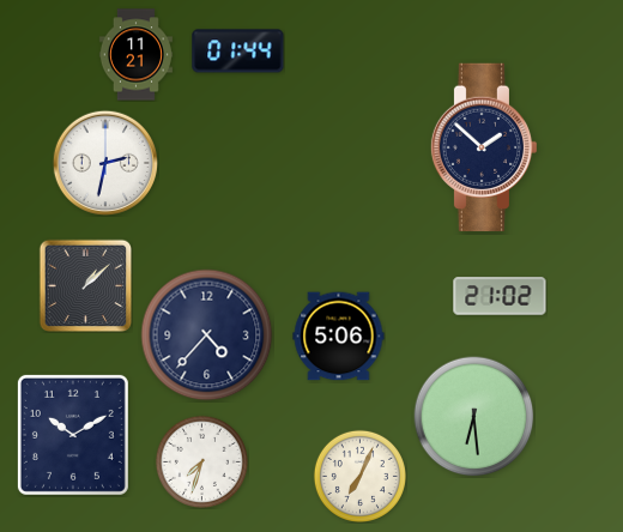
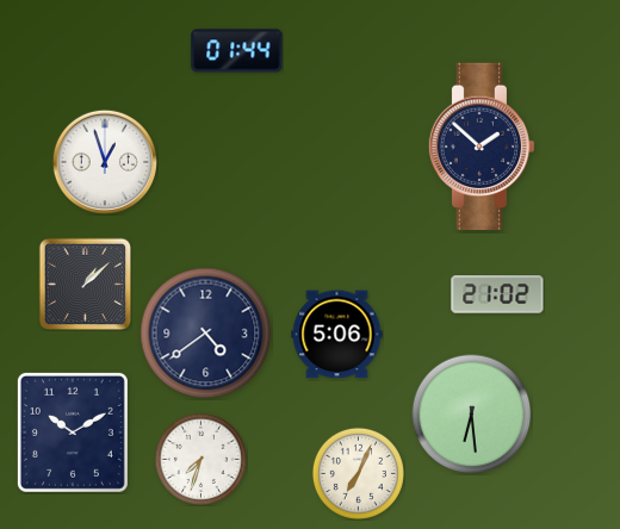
clock at (135, 55): 11:21 -> none
clock at (104, 162): 2:32 -> 12:57
clock at (207, 335): 4:37 -> 4:39
